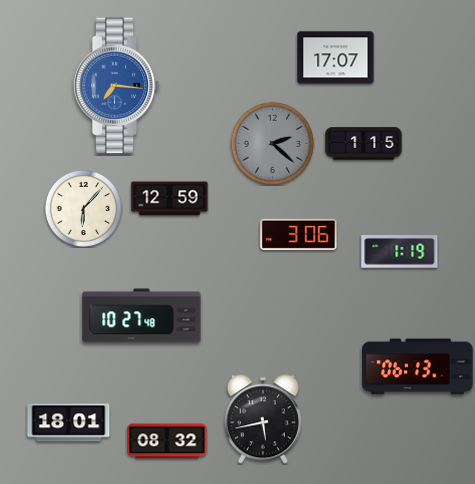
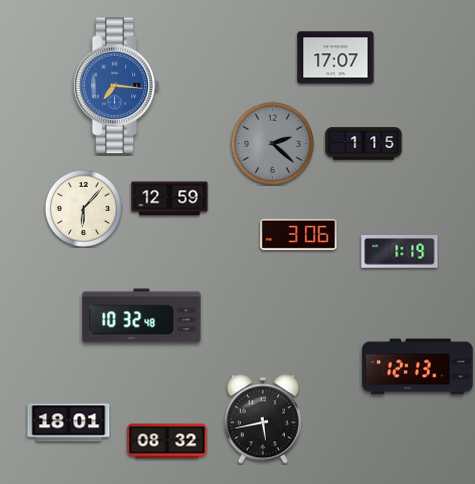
clock at (142, 316): 10:27 -> 10:32
clock at (418, 367): 06:13 -> 12:13
